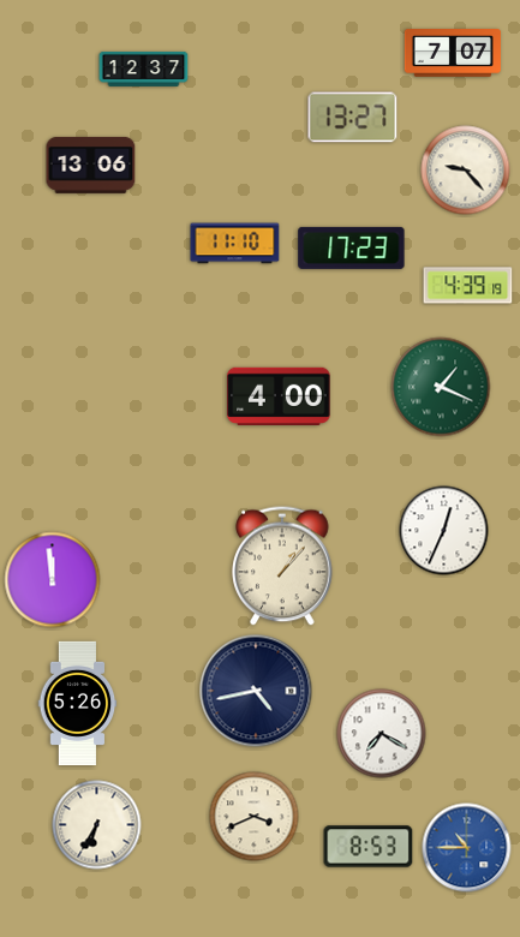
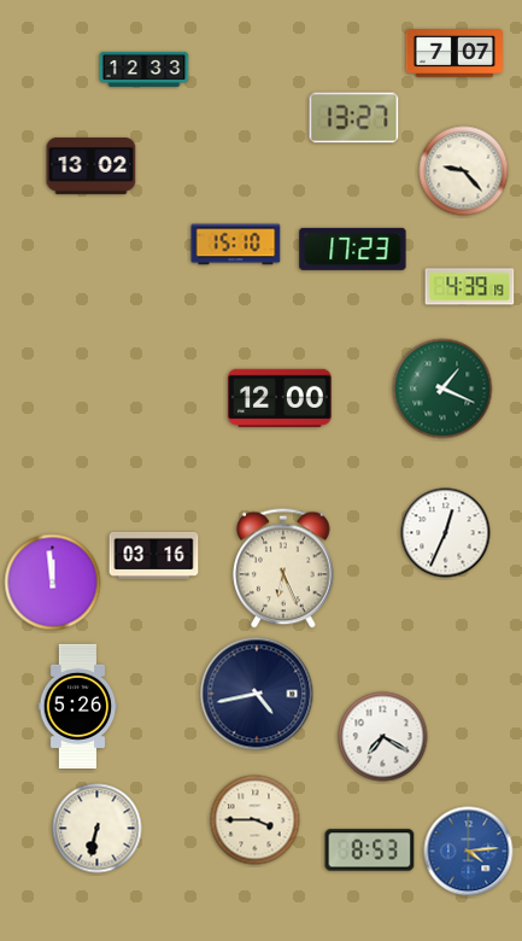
clock at (144, 68): 12:37 -> 12:33
clock at (91, 166): 13:06 -> 13:02
clock at (466, 171) position: (466, 171) -> (464, 171)
clock at (235, 244): 11:10 -> 15:10
clock at (279, 396): 4:00 -> 12:00
clock at (154, 555): none -> 03:16
clock at (282, 566): 1:07 -> 6:26
clock at (255, 817): 3:41 -> 3:45
clock at (97, 825): 6:35 -> 6:32
clock at (467, 848): 10:45 -> 4:14
